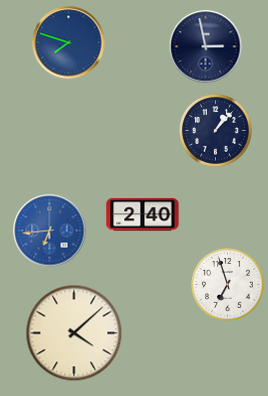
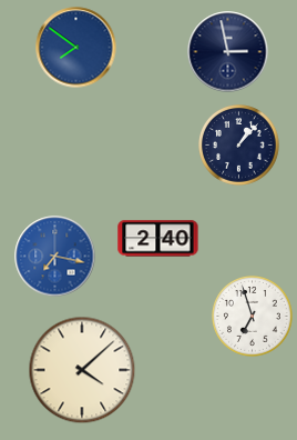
clock at (69, 43): 7:48 -> 7:51
clock at (50, 231): 6:44 -> 7:17
